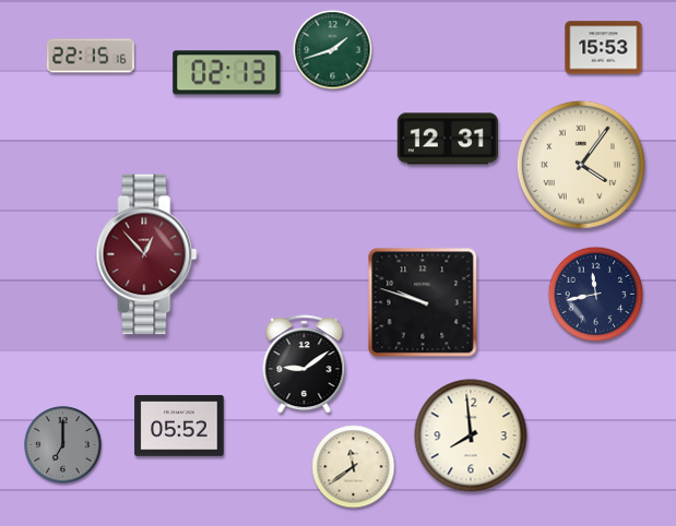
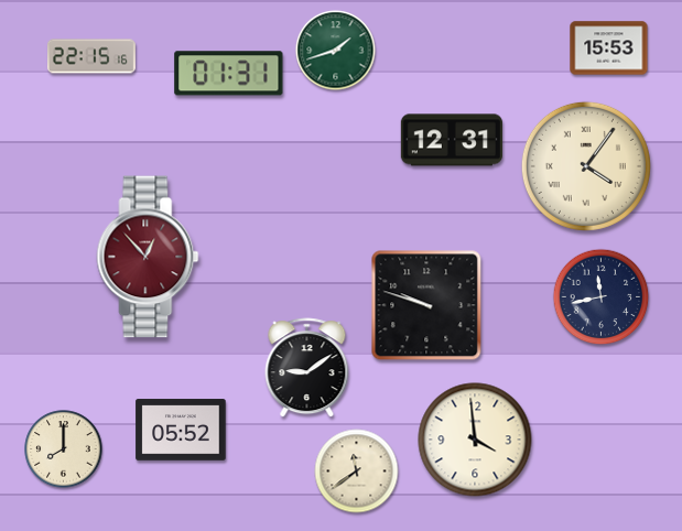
clock at (227, 73): 02:13 -> 01:31
clock at (471, 435): 7:59 -> 3:59
clock at (63, 445): 7:00 -> 8:00
clock at (63, 445) dial: grey -> cream
